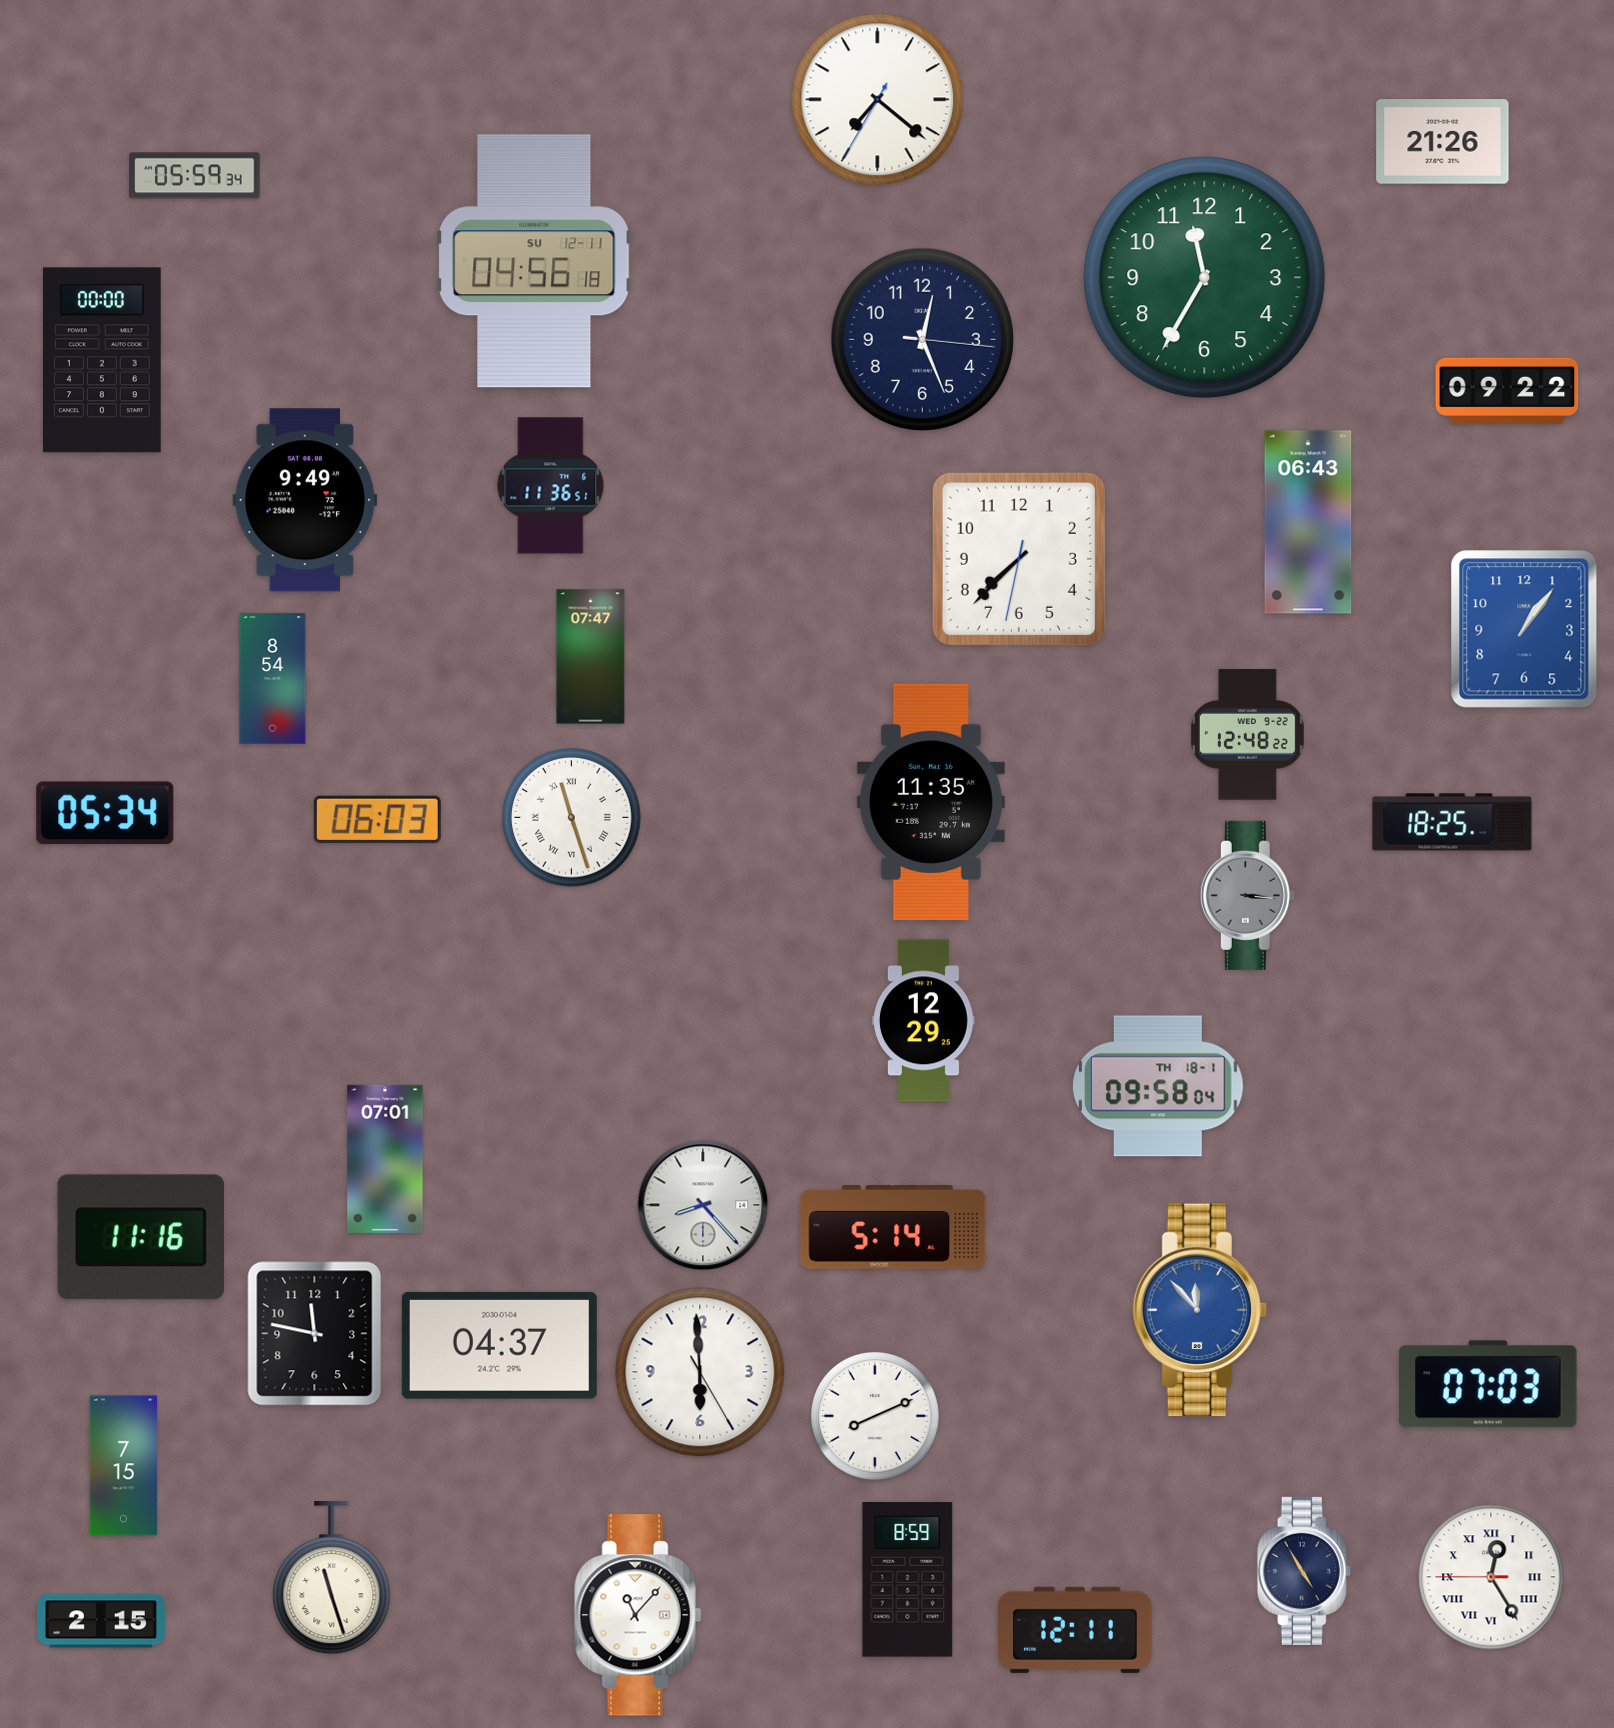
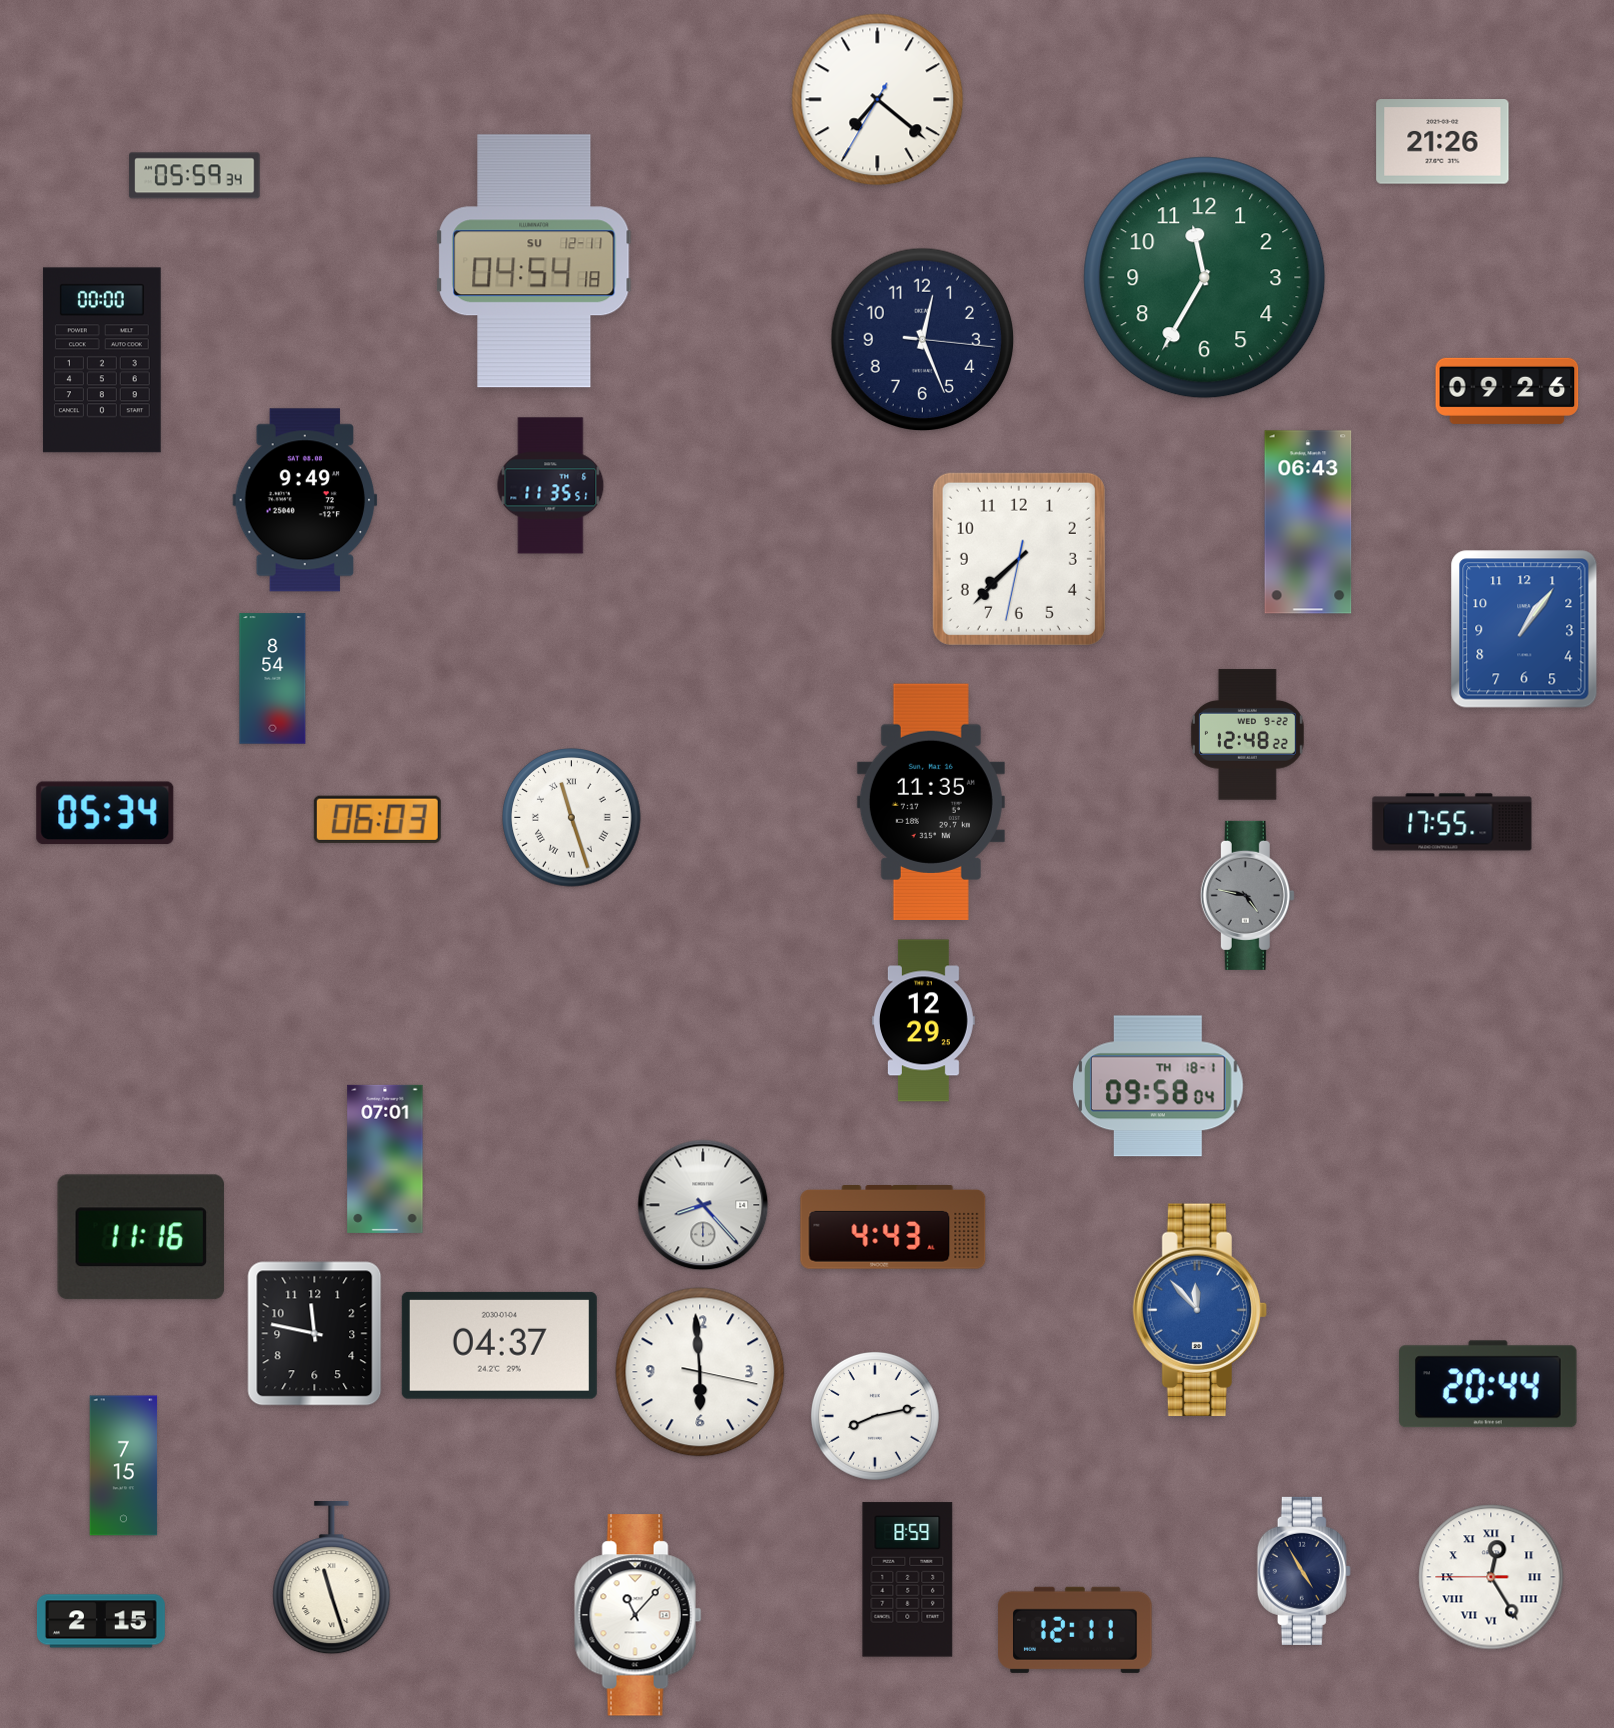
clock at (534, 261): 04:56 -> 04:54
clock at (1507, 391): 09:22 -> 09:26
clock at (551, 486): 11:36 -> 11:35
clock at (591, 657): 07:47 -> none
clock at (1452, 822): 18:25 -> 17:55
clock at (1247, 895): 3:16 -> 4:47
clock at (893, 1228): 5:14 -> 4:43
clock at (700, 1372): 5:59:25 -> 5:59:17
clock at (1489, 1384): 07:03 -> 20:44
clock at (875, 1416): 8:11 -> 8:13
